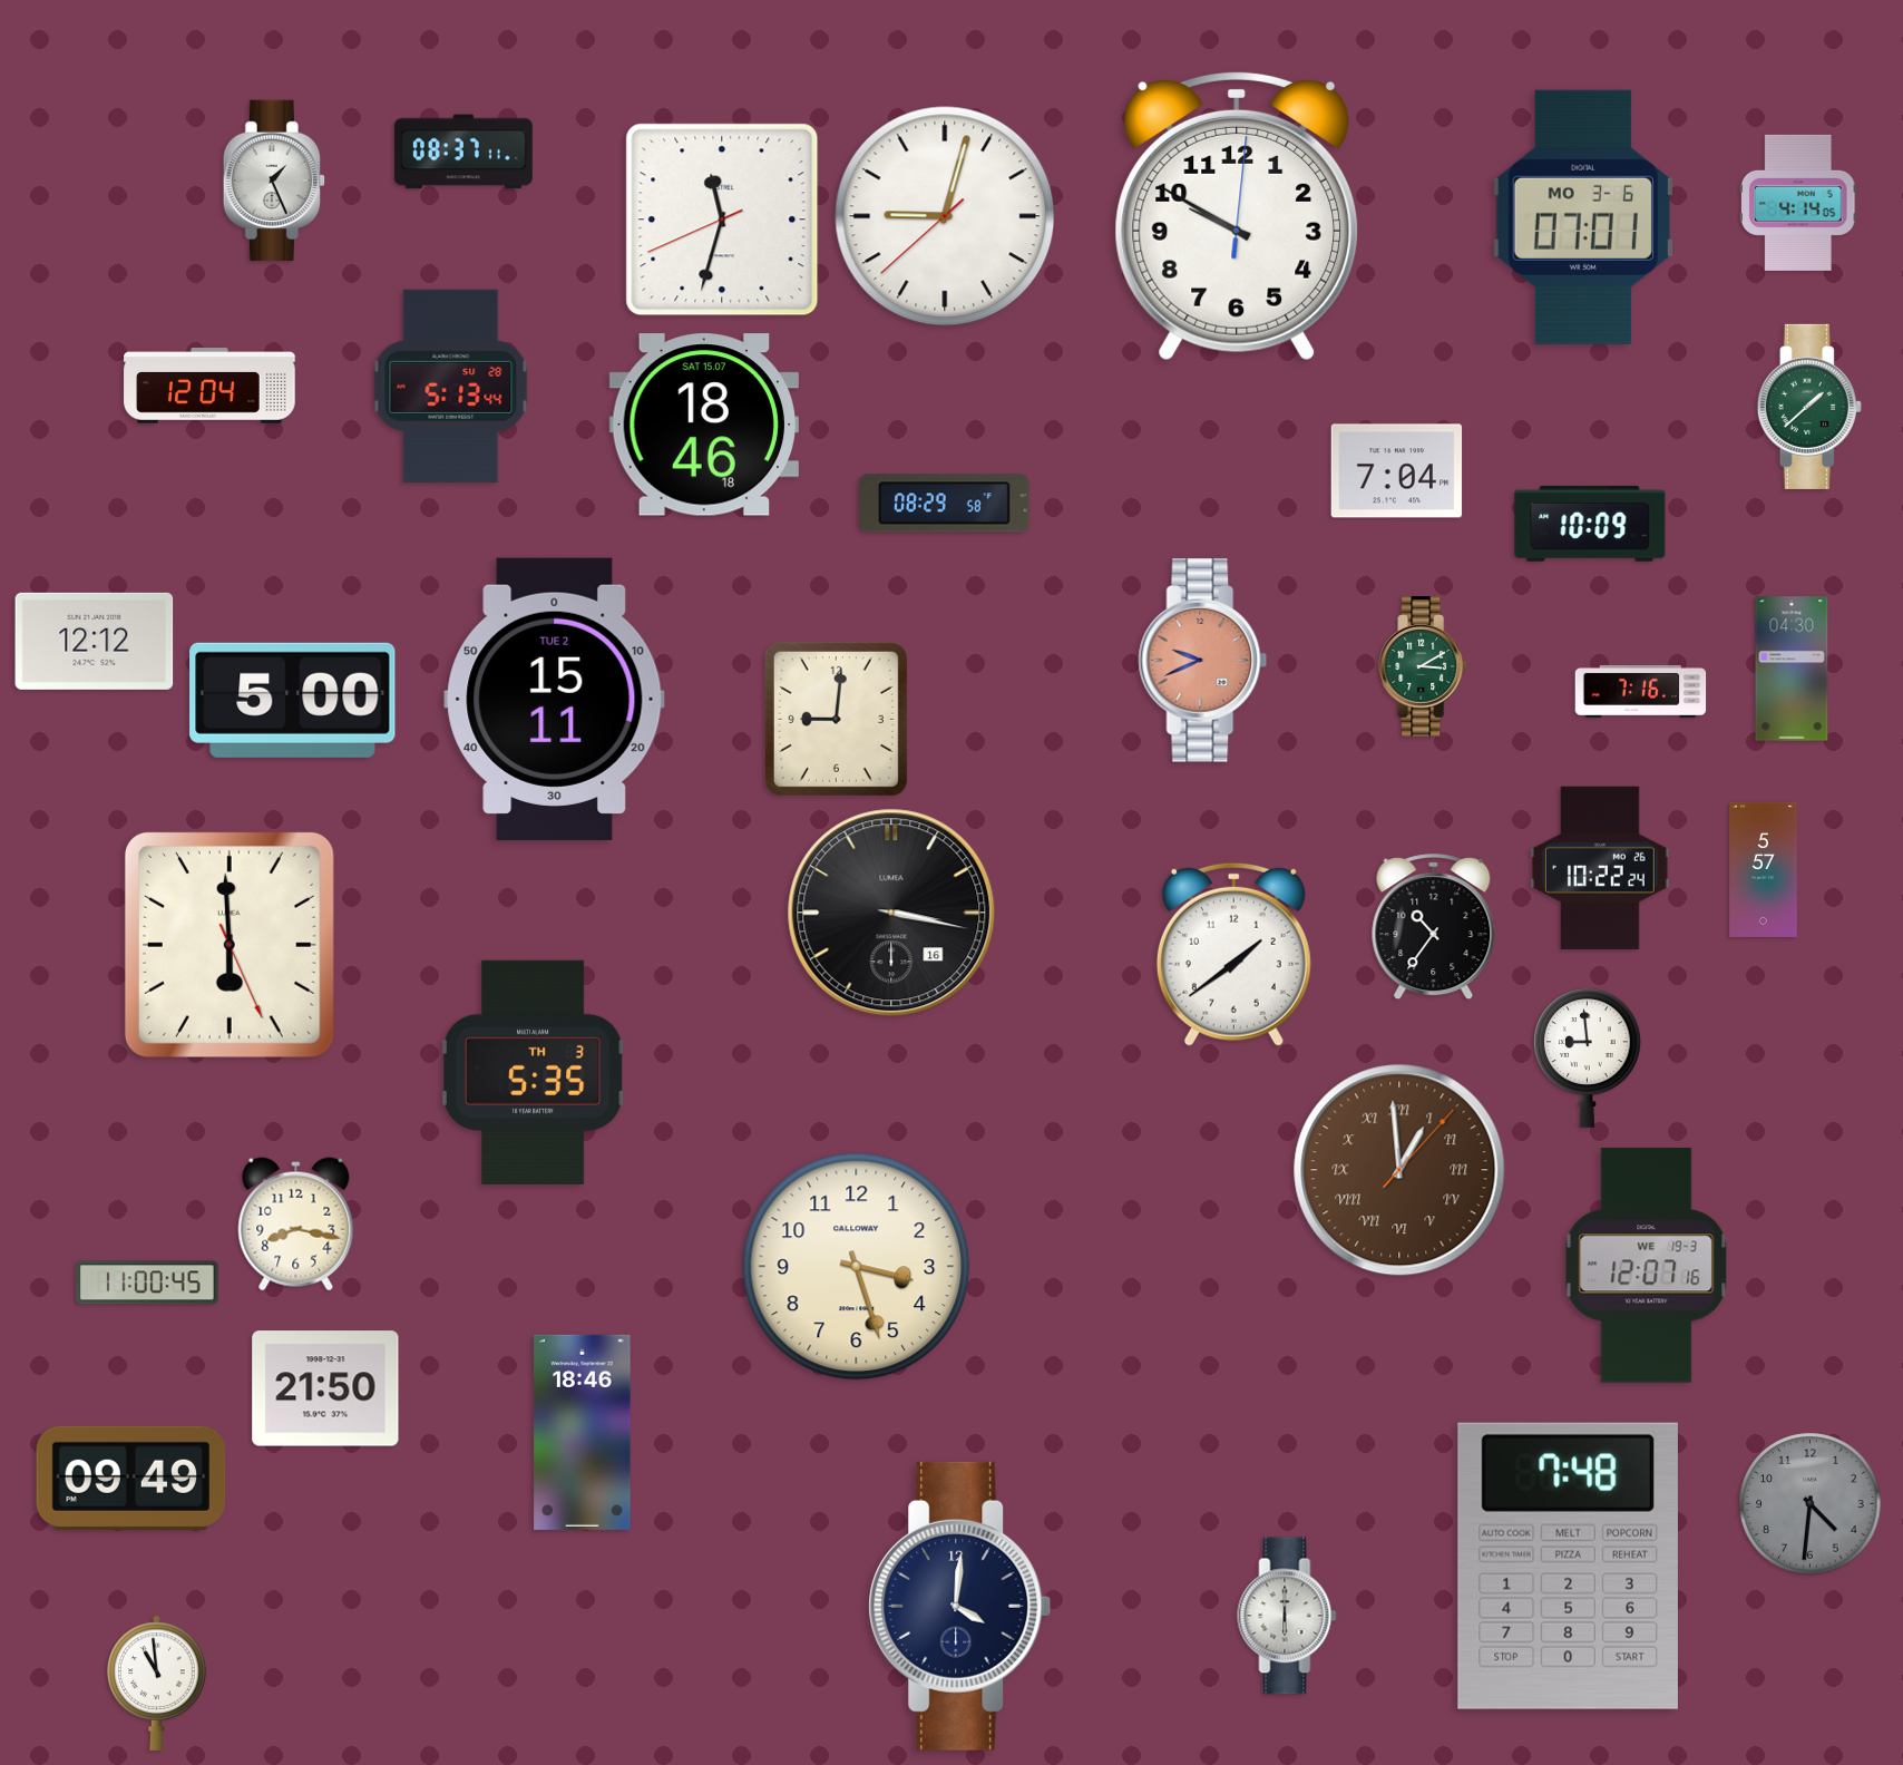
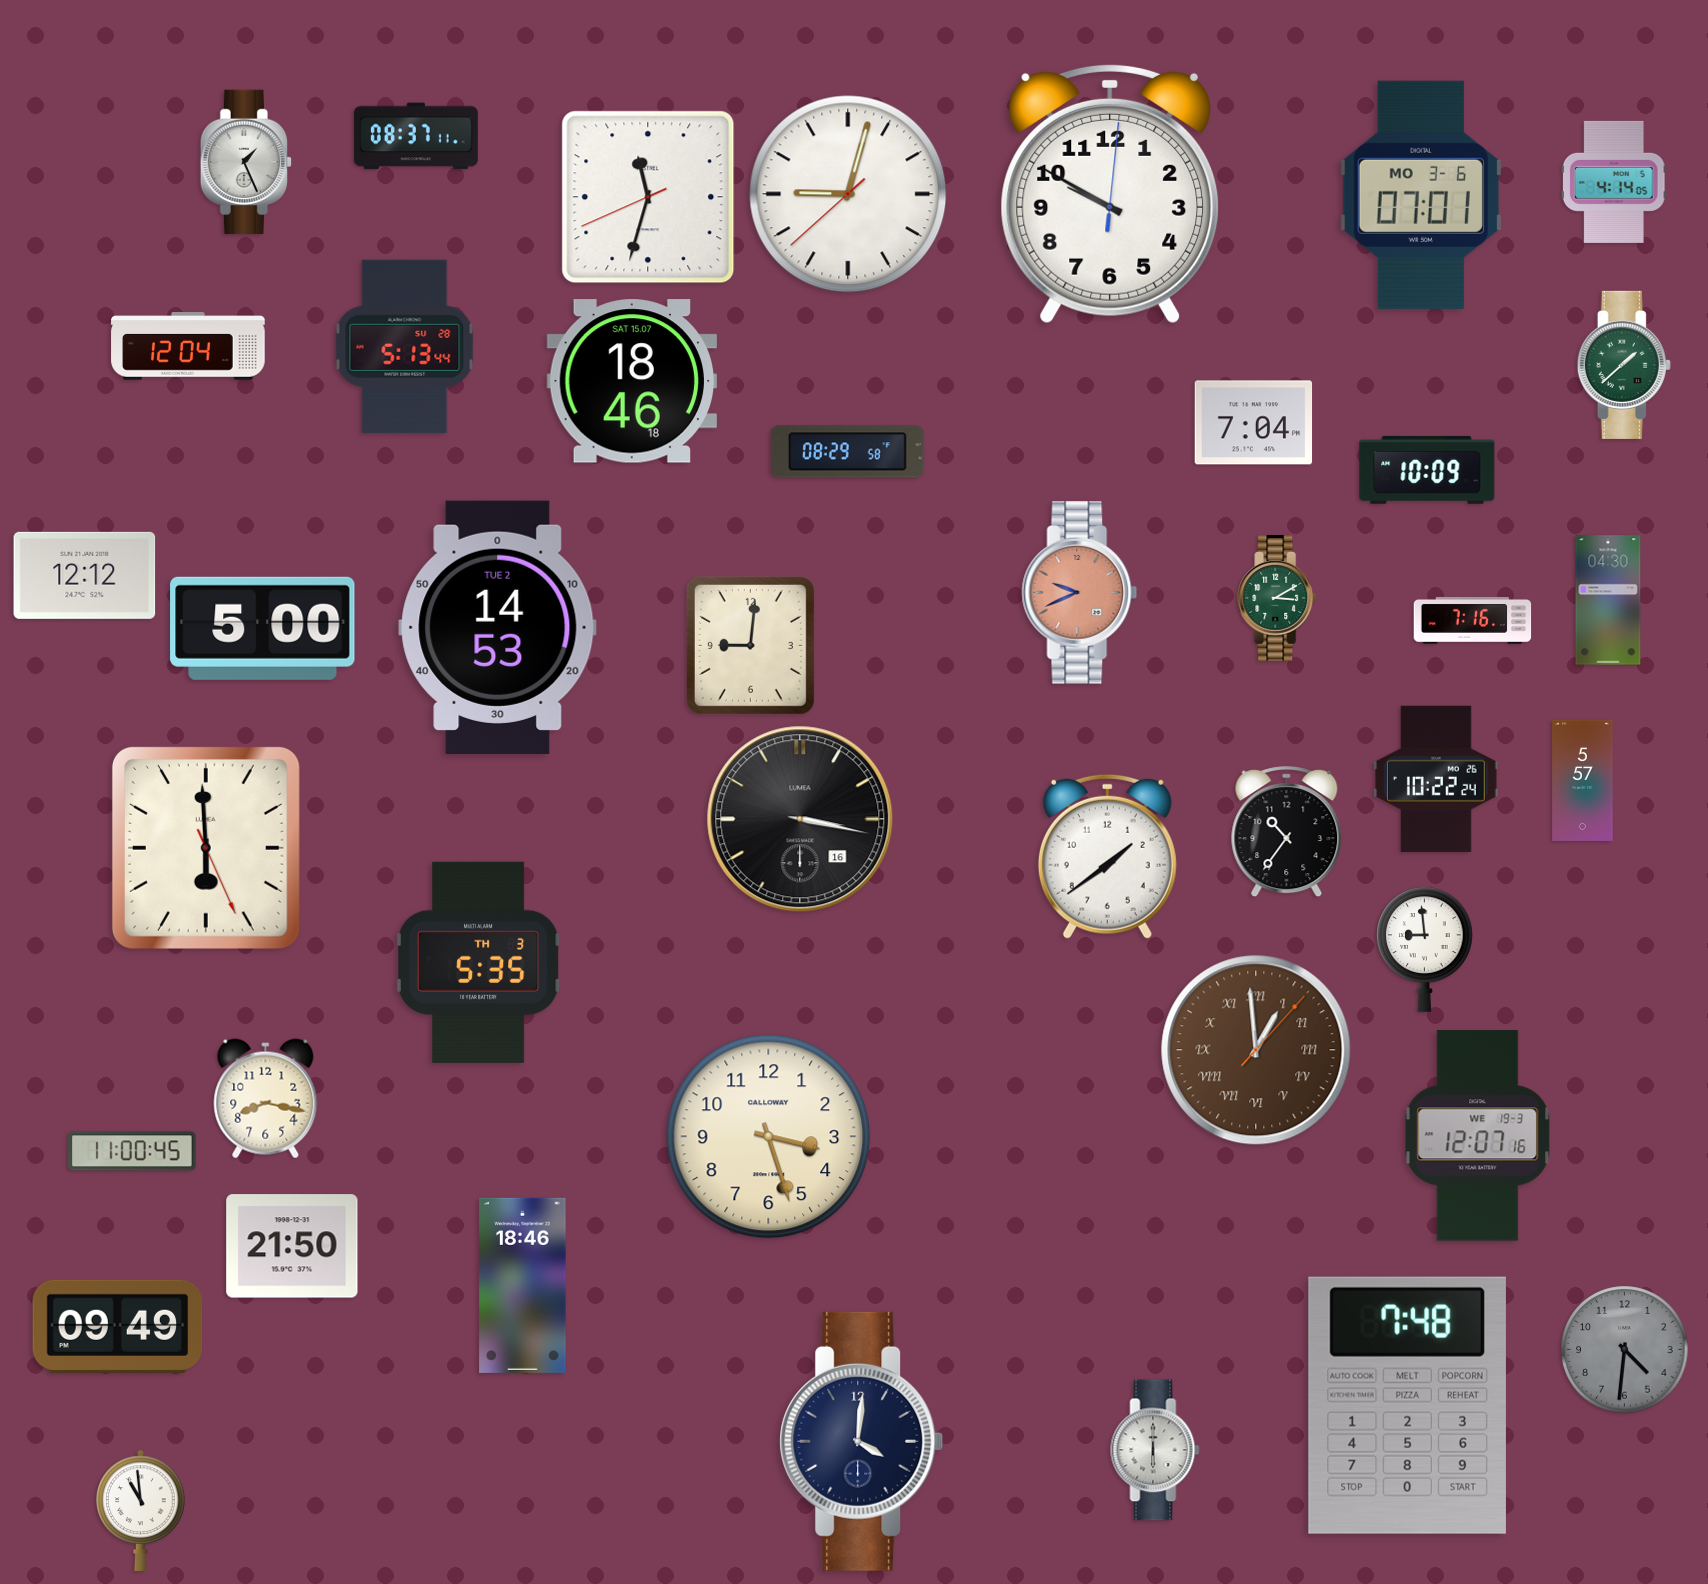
clock at (555, 699): 15:11 -> 14:53
